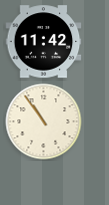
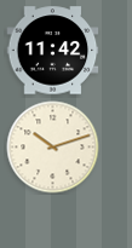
clock at (44, 122): 10:54 -> 10:12
